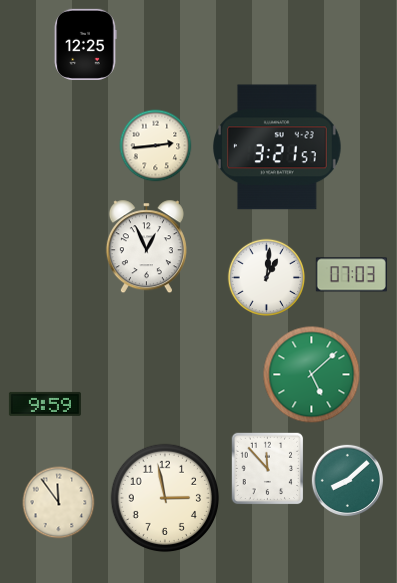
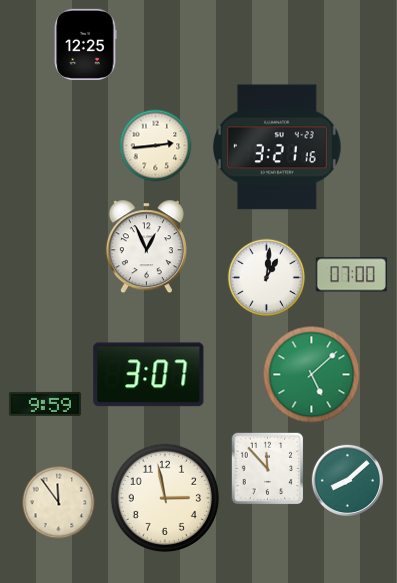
clock at (278, 147): 3:21:57 -> 3:21:16
clock at (351, 275): 07:03 -> 07:00
clock at (149, 375): none -> 3:07
